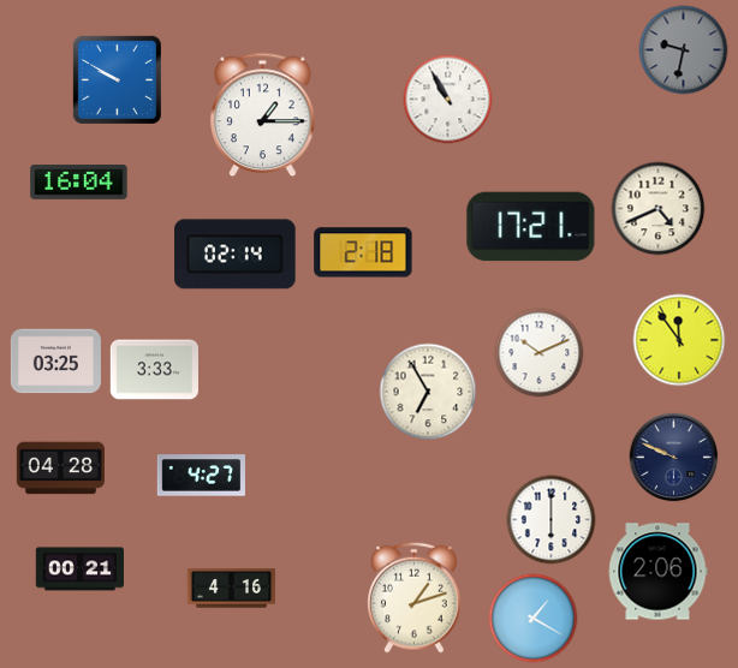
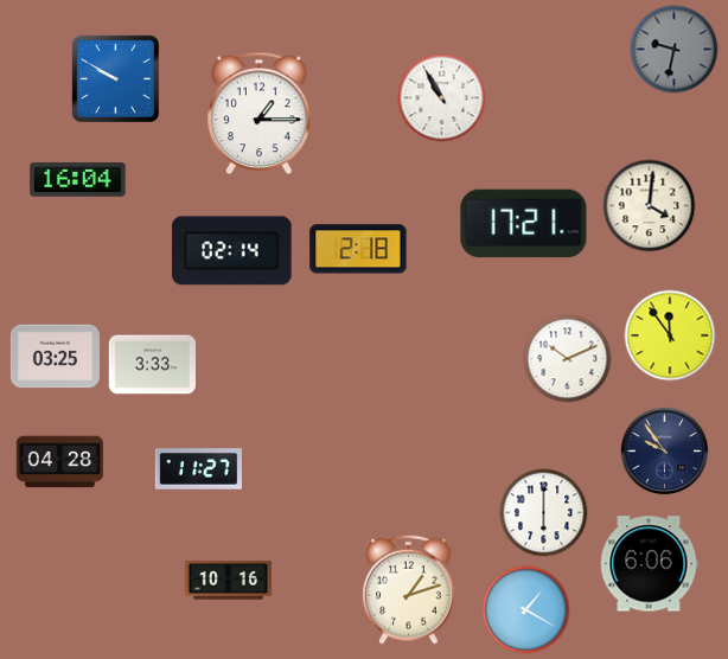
clock at (659, 209): 4:41 -> 4:01
clock at (540, 353) position: (540, 353) -> (568, 359)
clock at (428, 392): 6:55 -> none
clock at (674, 458): 9:49 -> 9:54
clock at (201, 476): 4:27 -> 11:27
clock at (81, 569): 00:21 -> none
clock at (657, 572): 2:06 -> 6:06
clock at (231, 589): 4:16 -> 10:16
